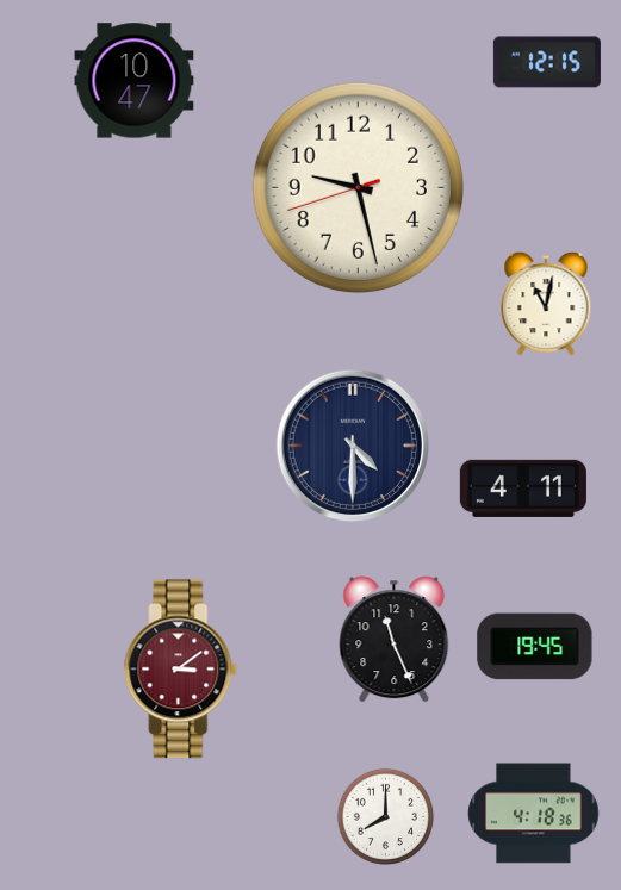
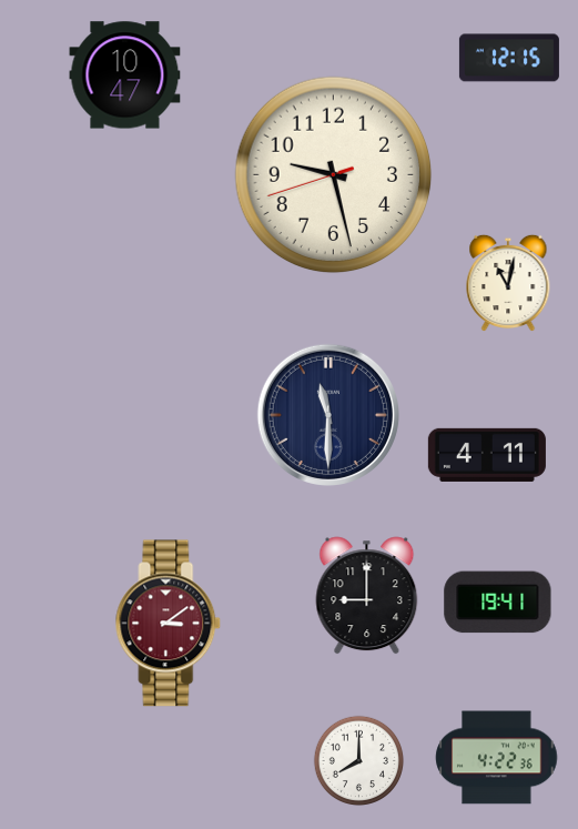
clock at (352, 444): 4:30 -> 11:30
clock at (395, 640): 11:26 -> 9:00
clock at (535, 647): 19:45 -> 19:41
clock at (534, 814): 4:18 -> 4:22
